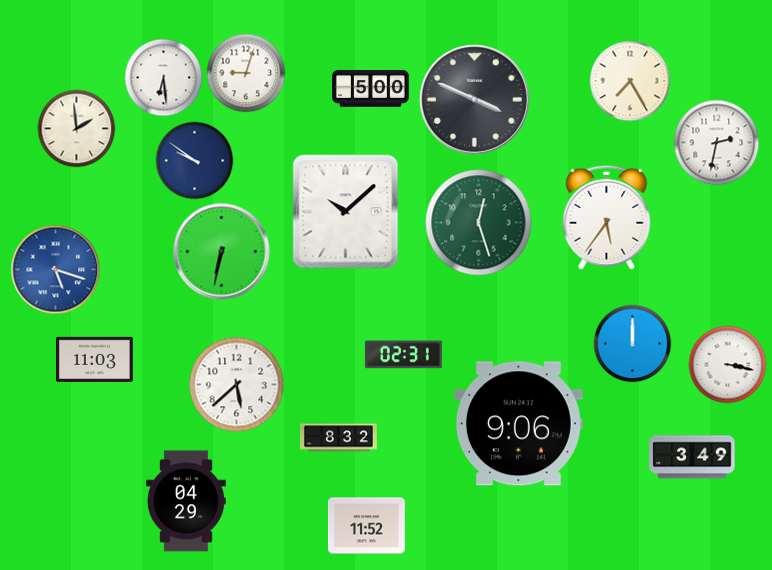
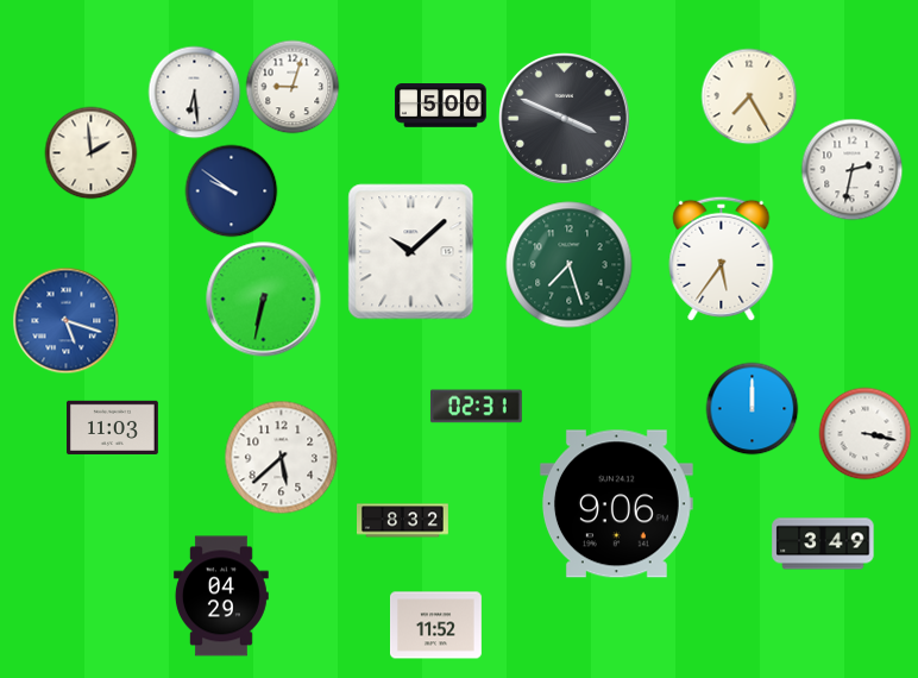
clock at (479, 223): 12:27 -> 7:27
clock at (403, 355) position: (403, 355) -> (476, 407)
